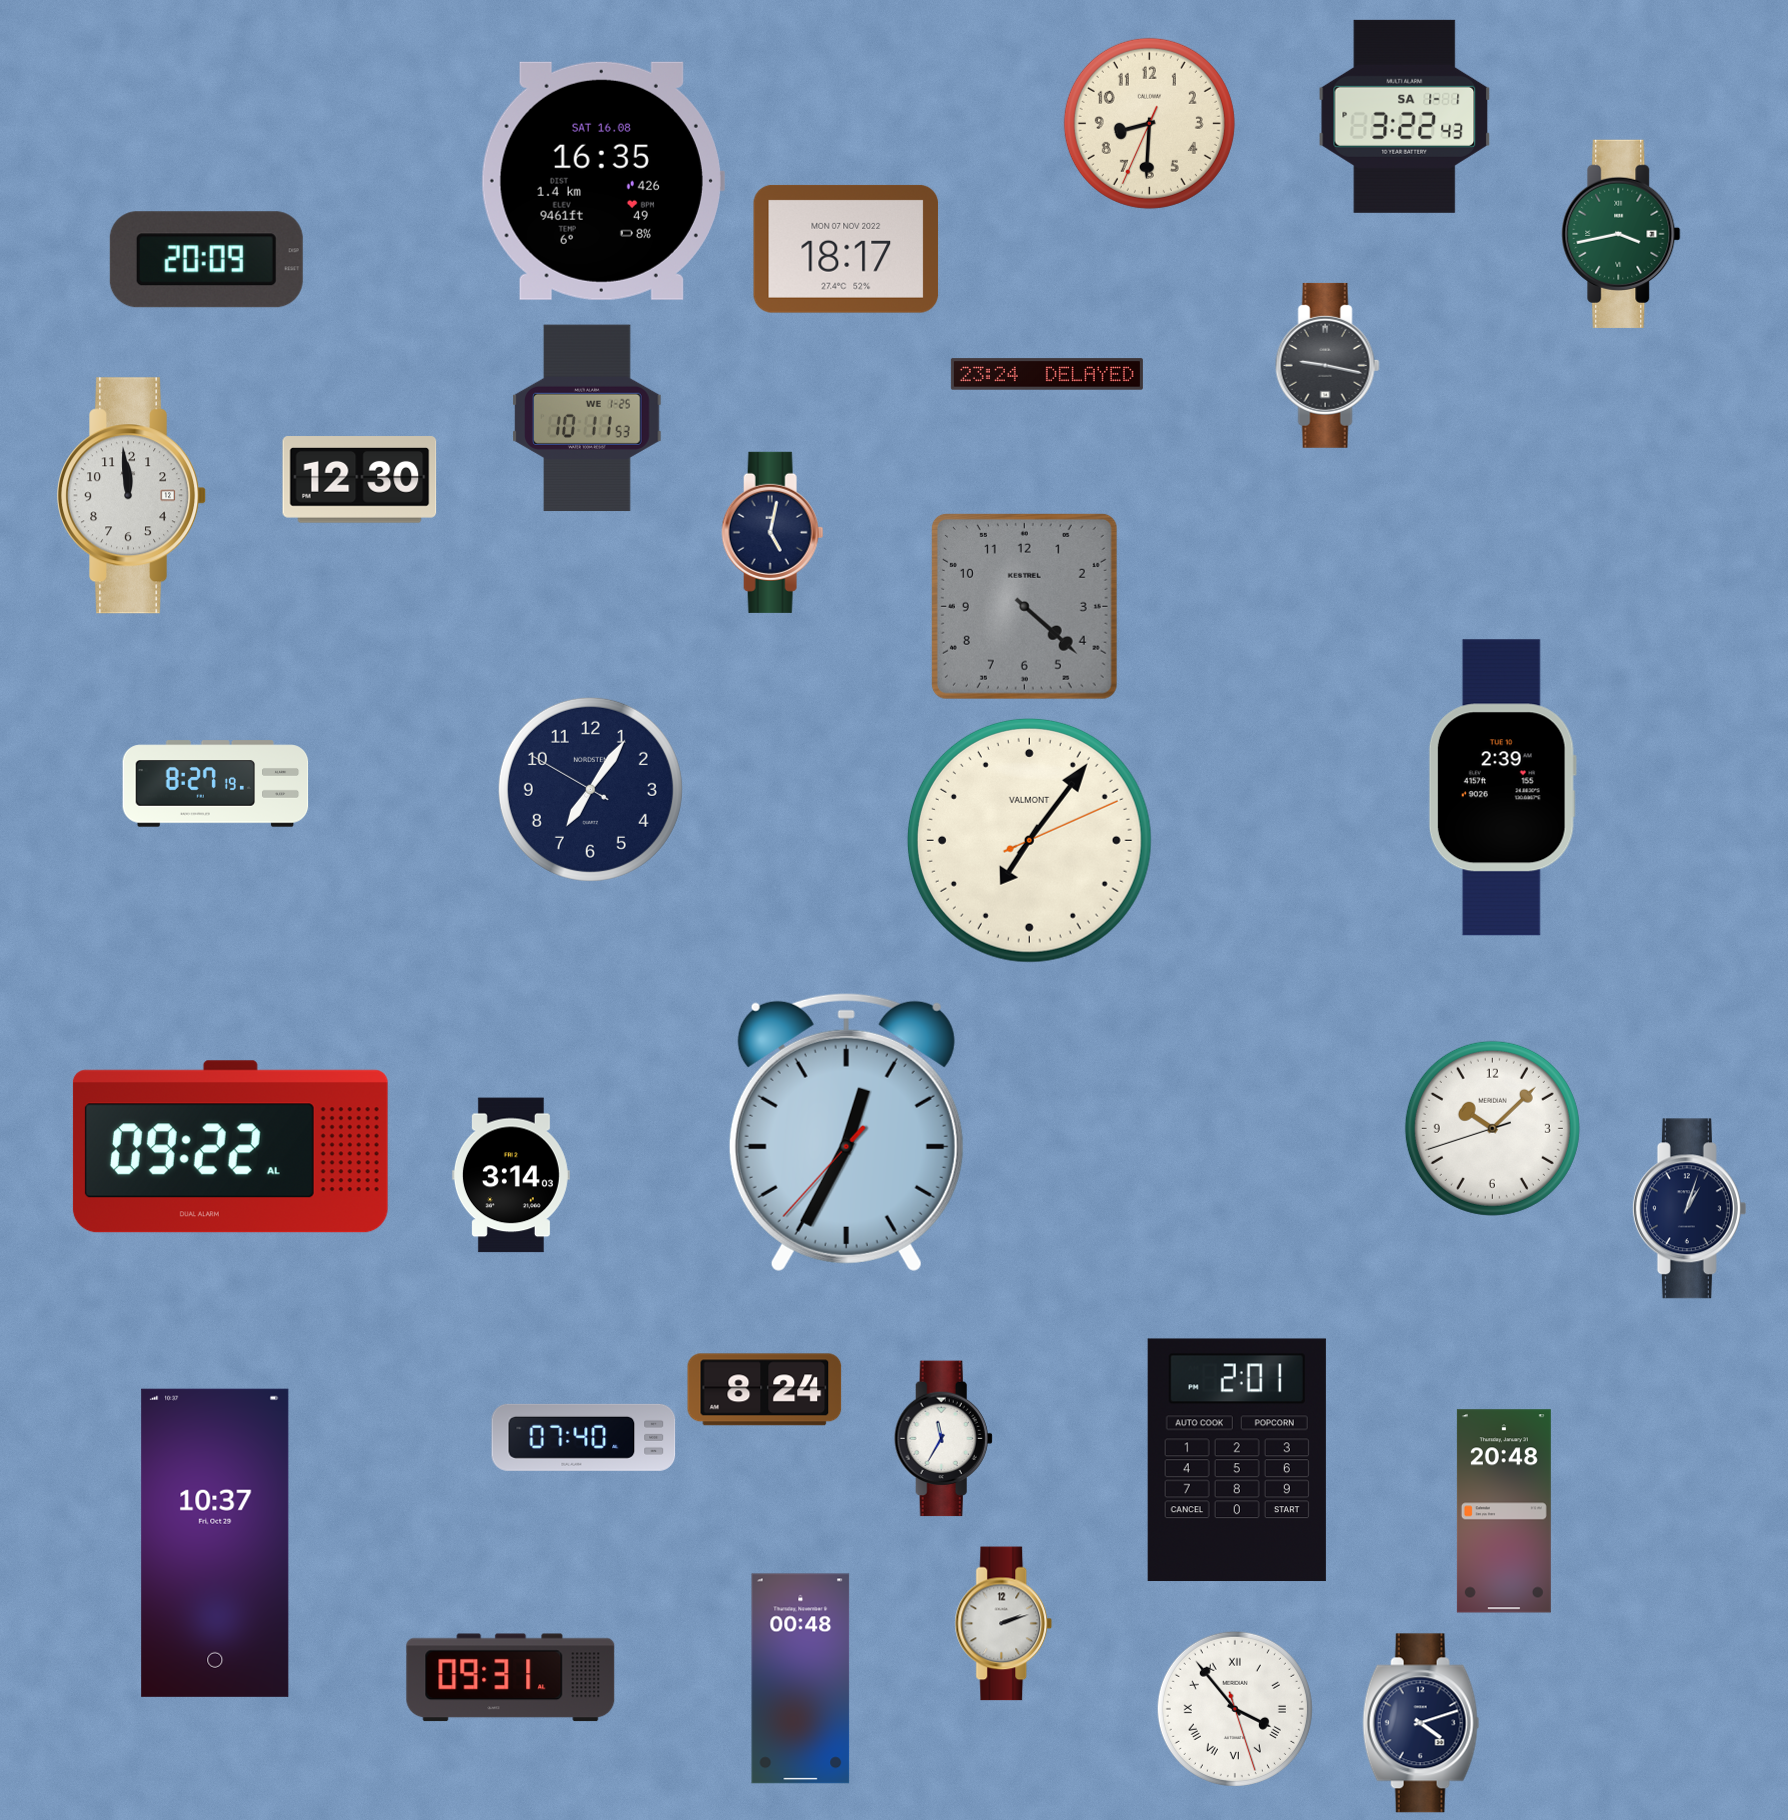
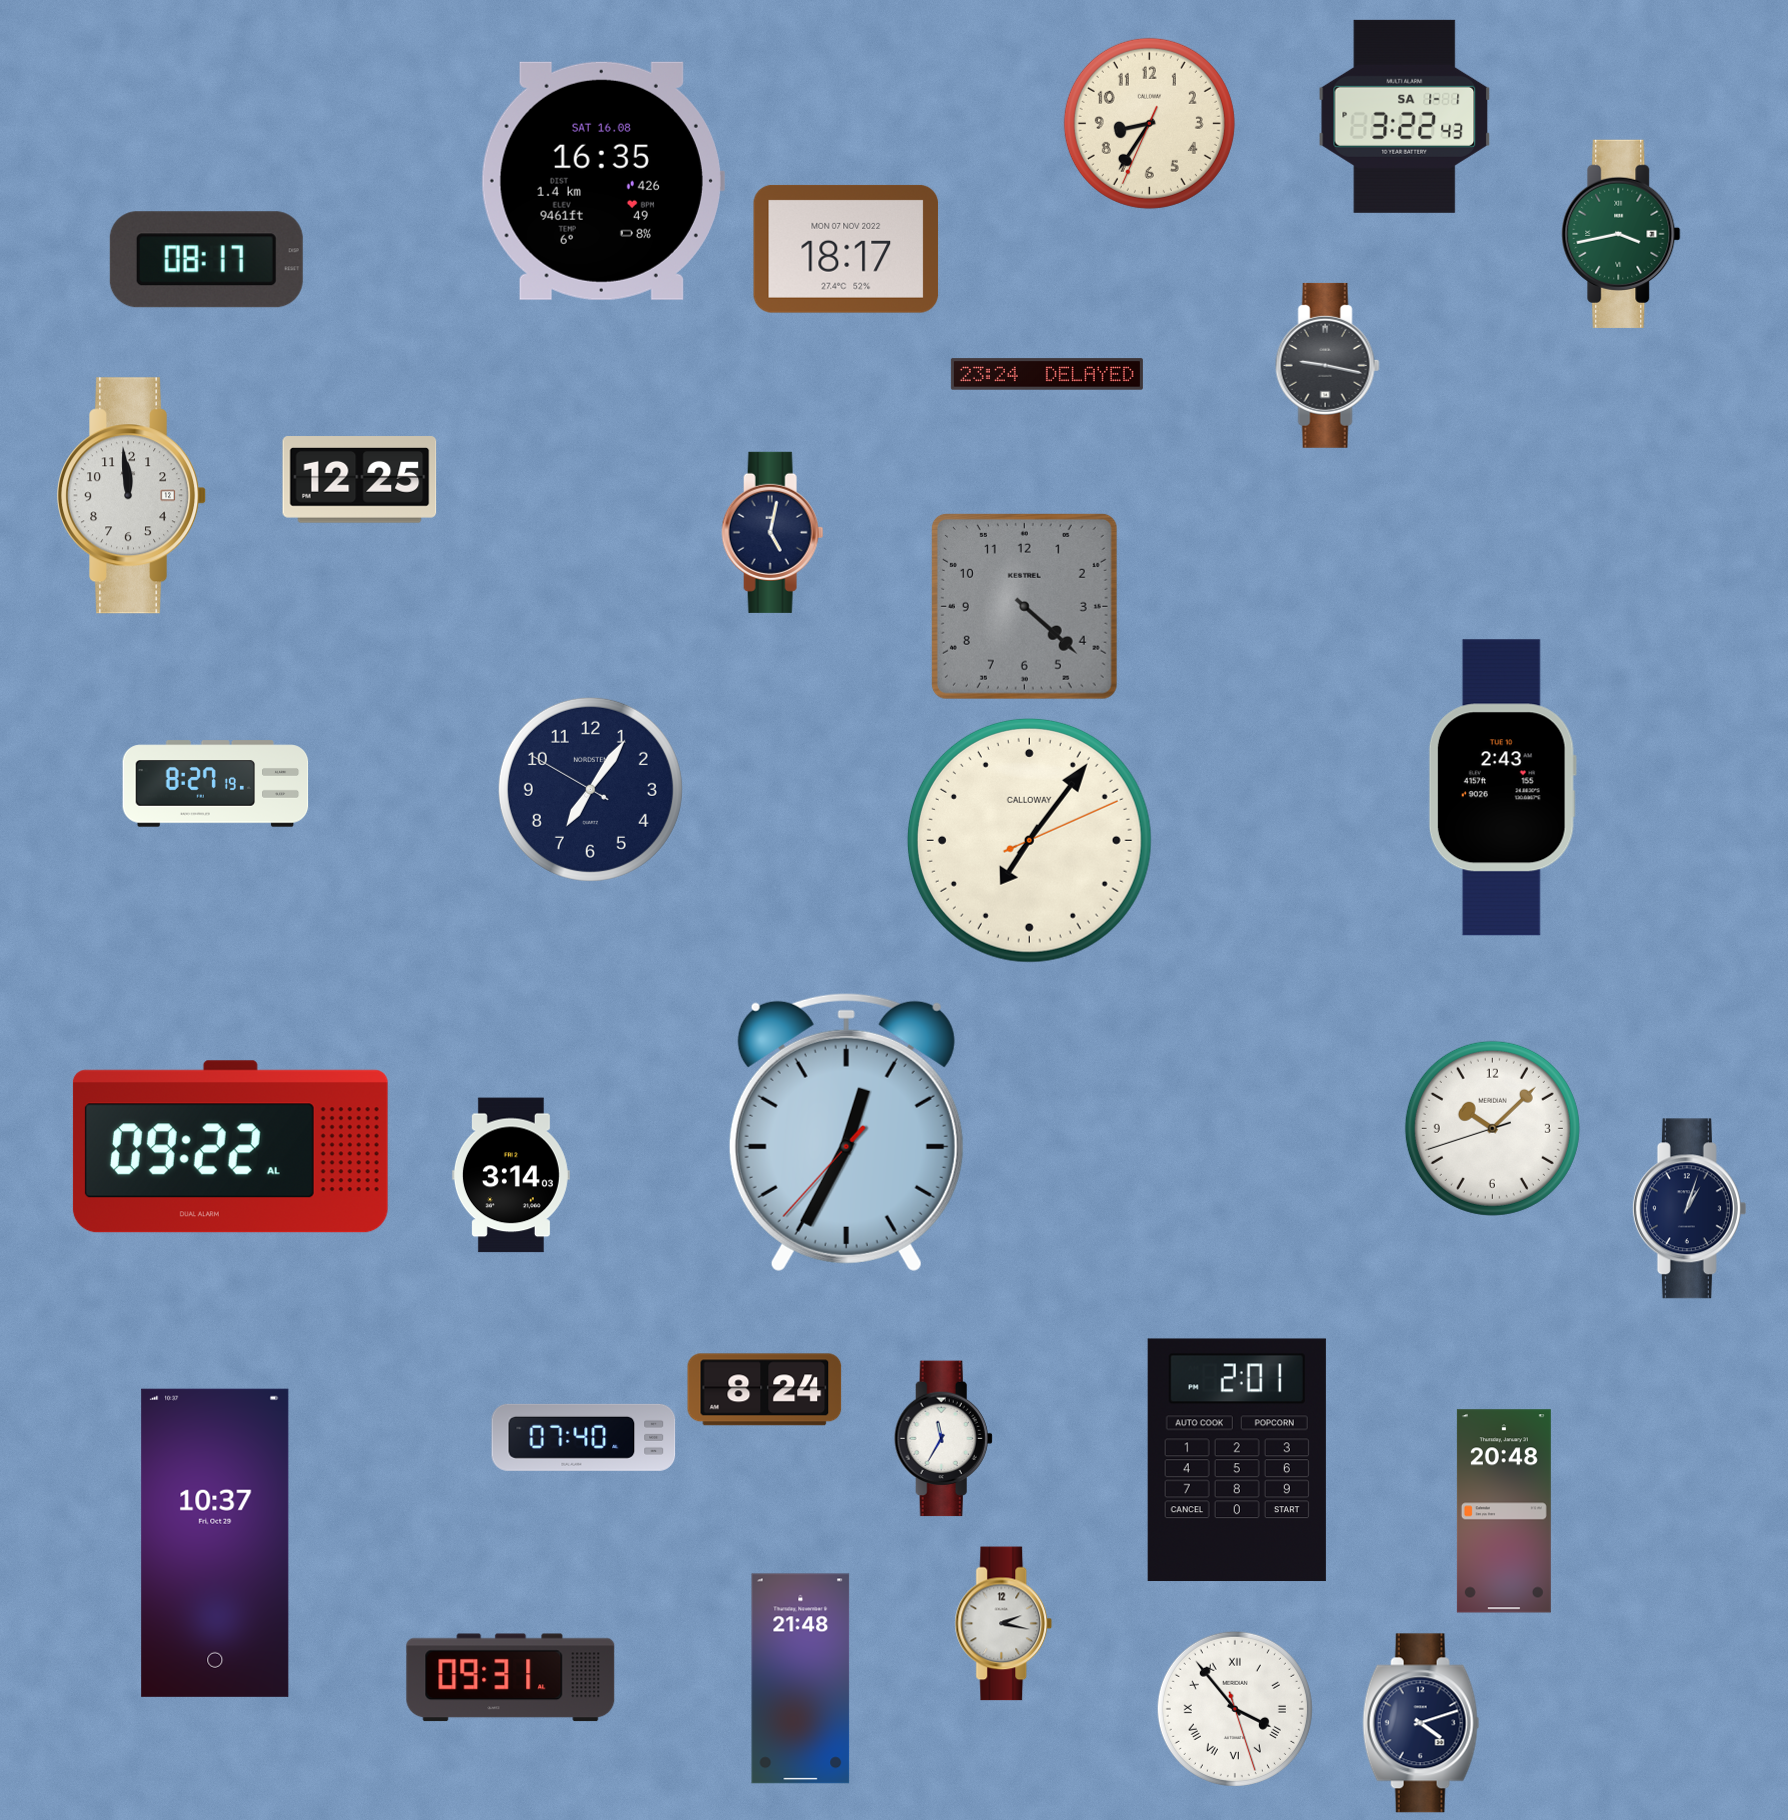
clock at (1149, 123): 8:30 -> 8:35
clock at (206, 260): 20:09 -> 08:17
clock at (587, 418): 10:11 -> none
clock at (360, 480): 12:30 -> 12:25
clock at (1502, 788): 2:39 -> 2:43
clock at (1029, 840) brand: VALMONT -> CALLOWAY
clock at (1004, 1624): 2:12 -> 2:17
clock at (801, 1679): 00:48 -> 21:48
